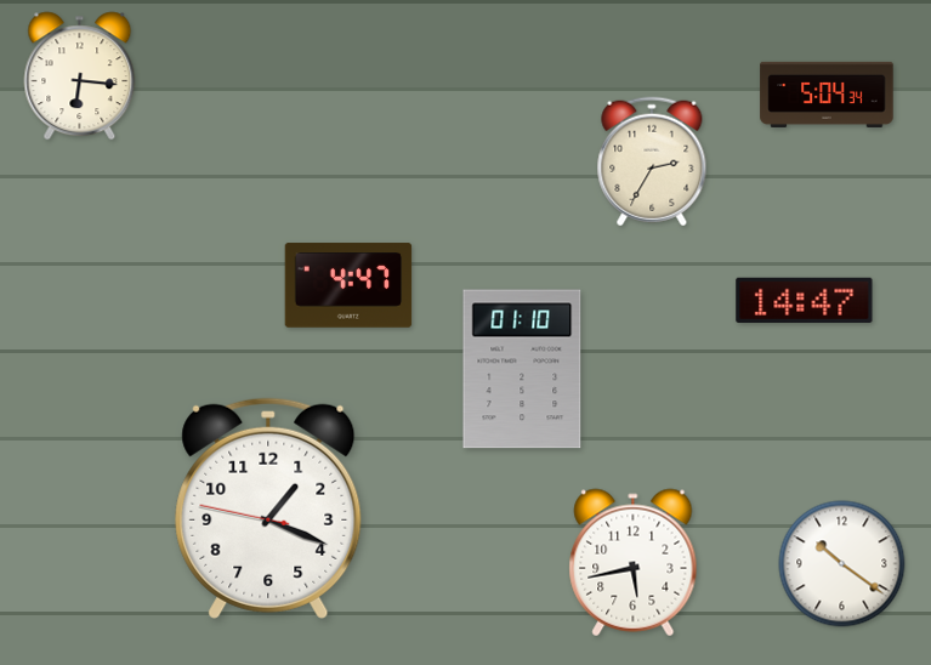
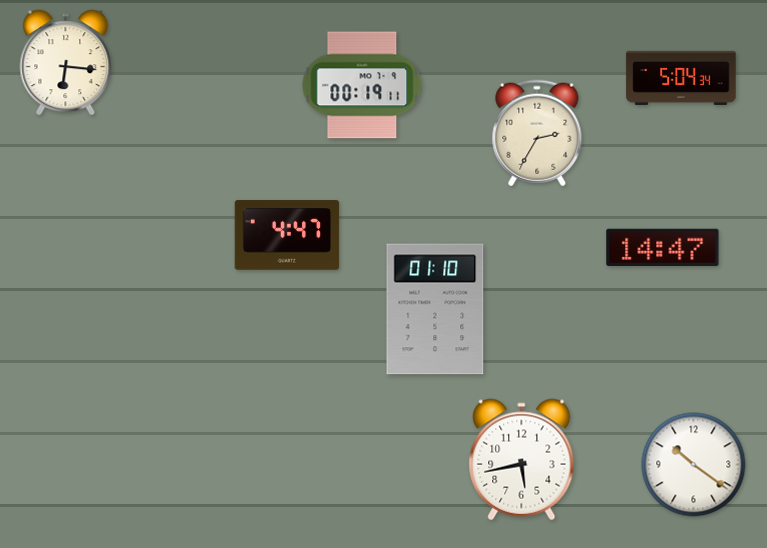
clock at (362, 85): none -> 00:19
clock at (522, 369) position: (522, 369) -> (435, 309)
clock at (268, 508): 1:18 -> none
clock at (634, 563) position: (634, 563) -> (522, 460)
